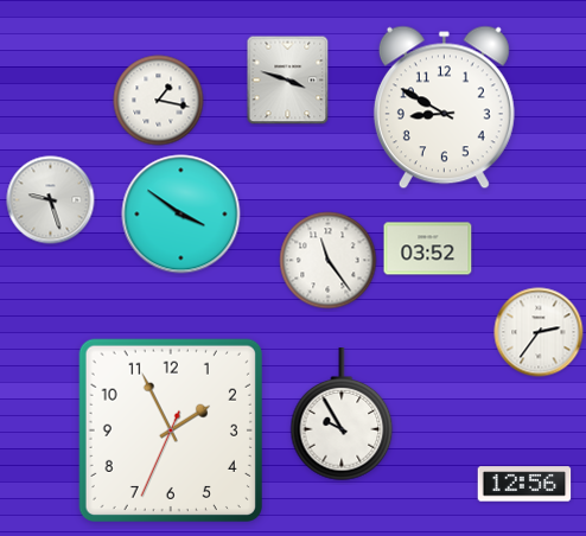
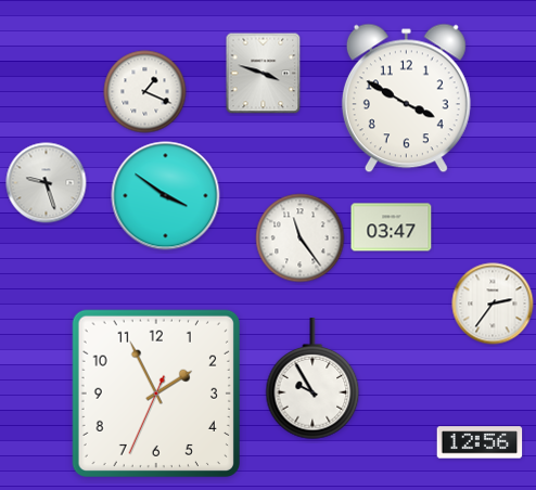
clock at (159, 101): 1:17 -> 1:19
clock at (444, 108): 8:50 -> 3:50
clock at (428, 249): 03:52 -> 03:47
